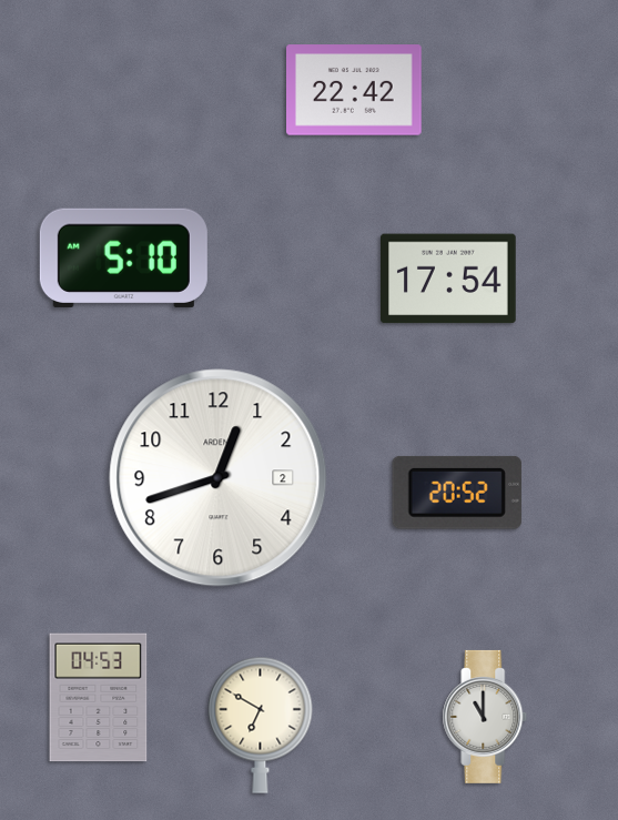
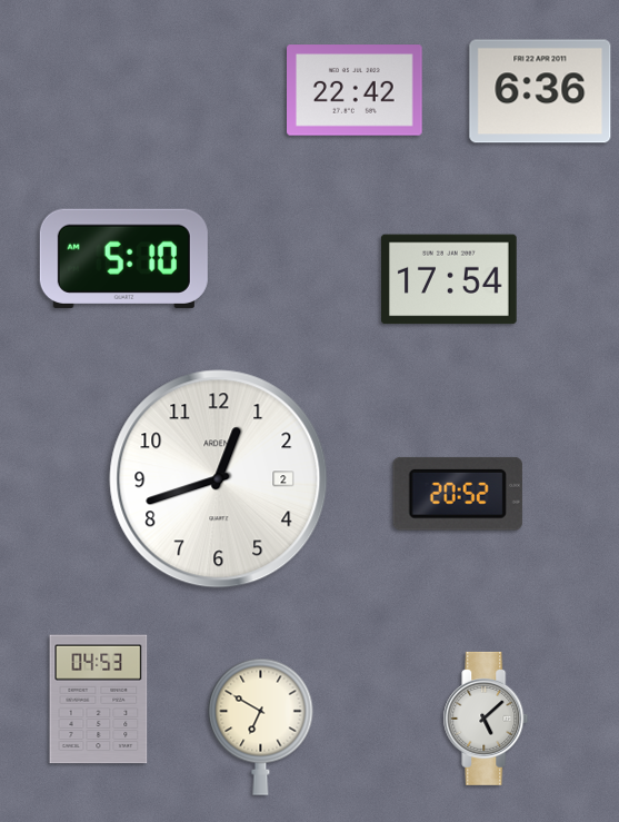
clock at (540, 91): none -> 6:36
clock at (485, 717): 11:00 -> 5:08
